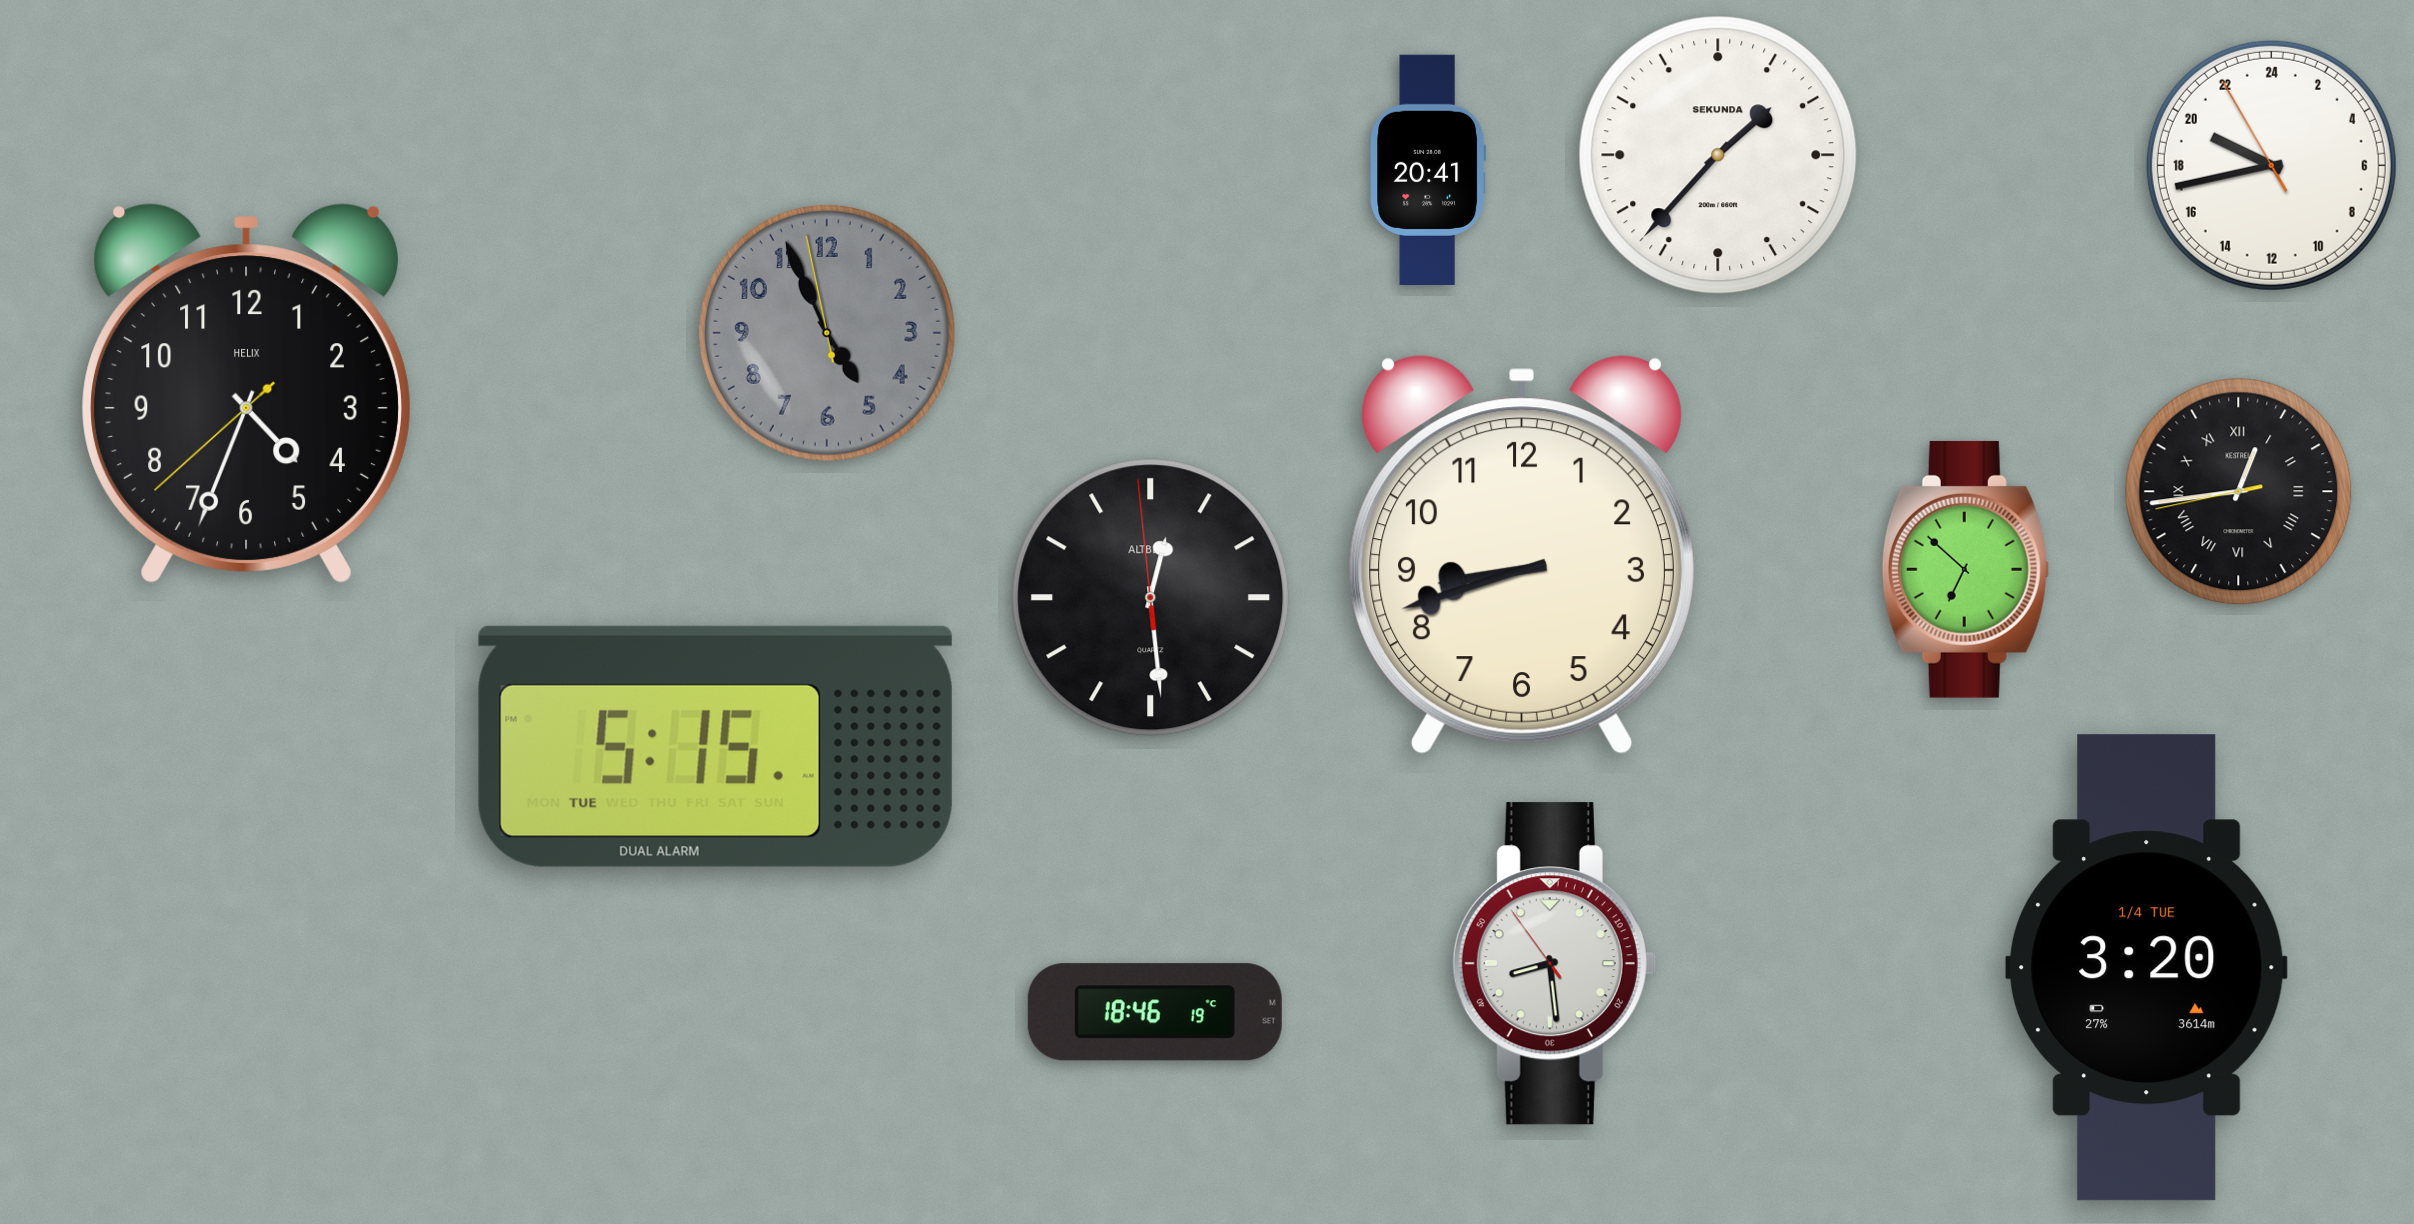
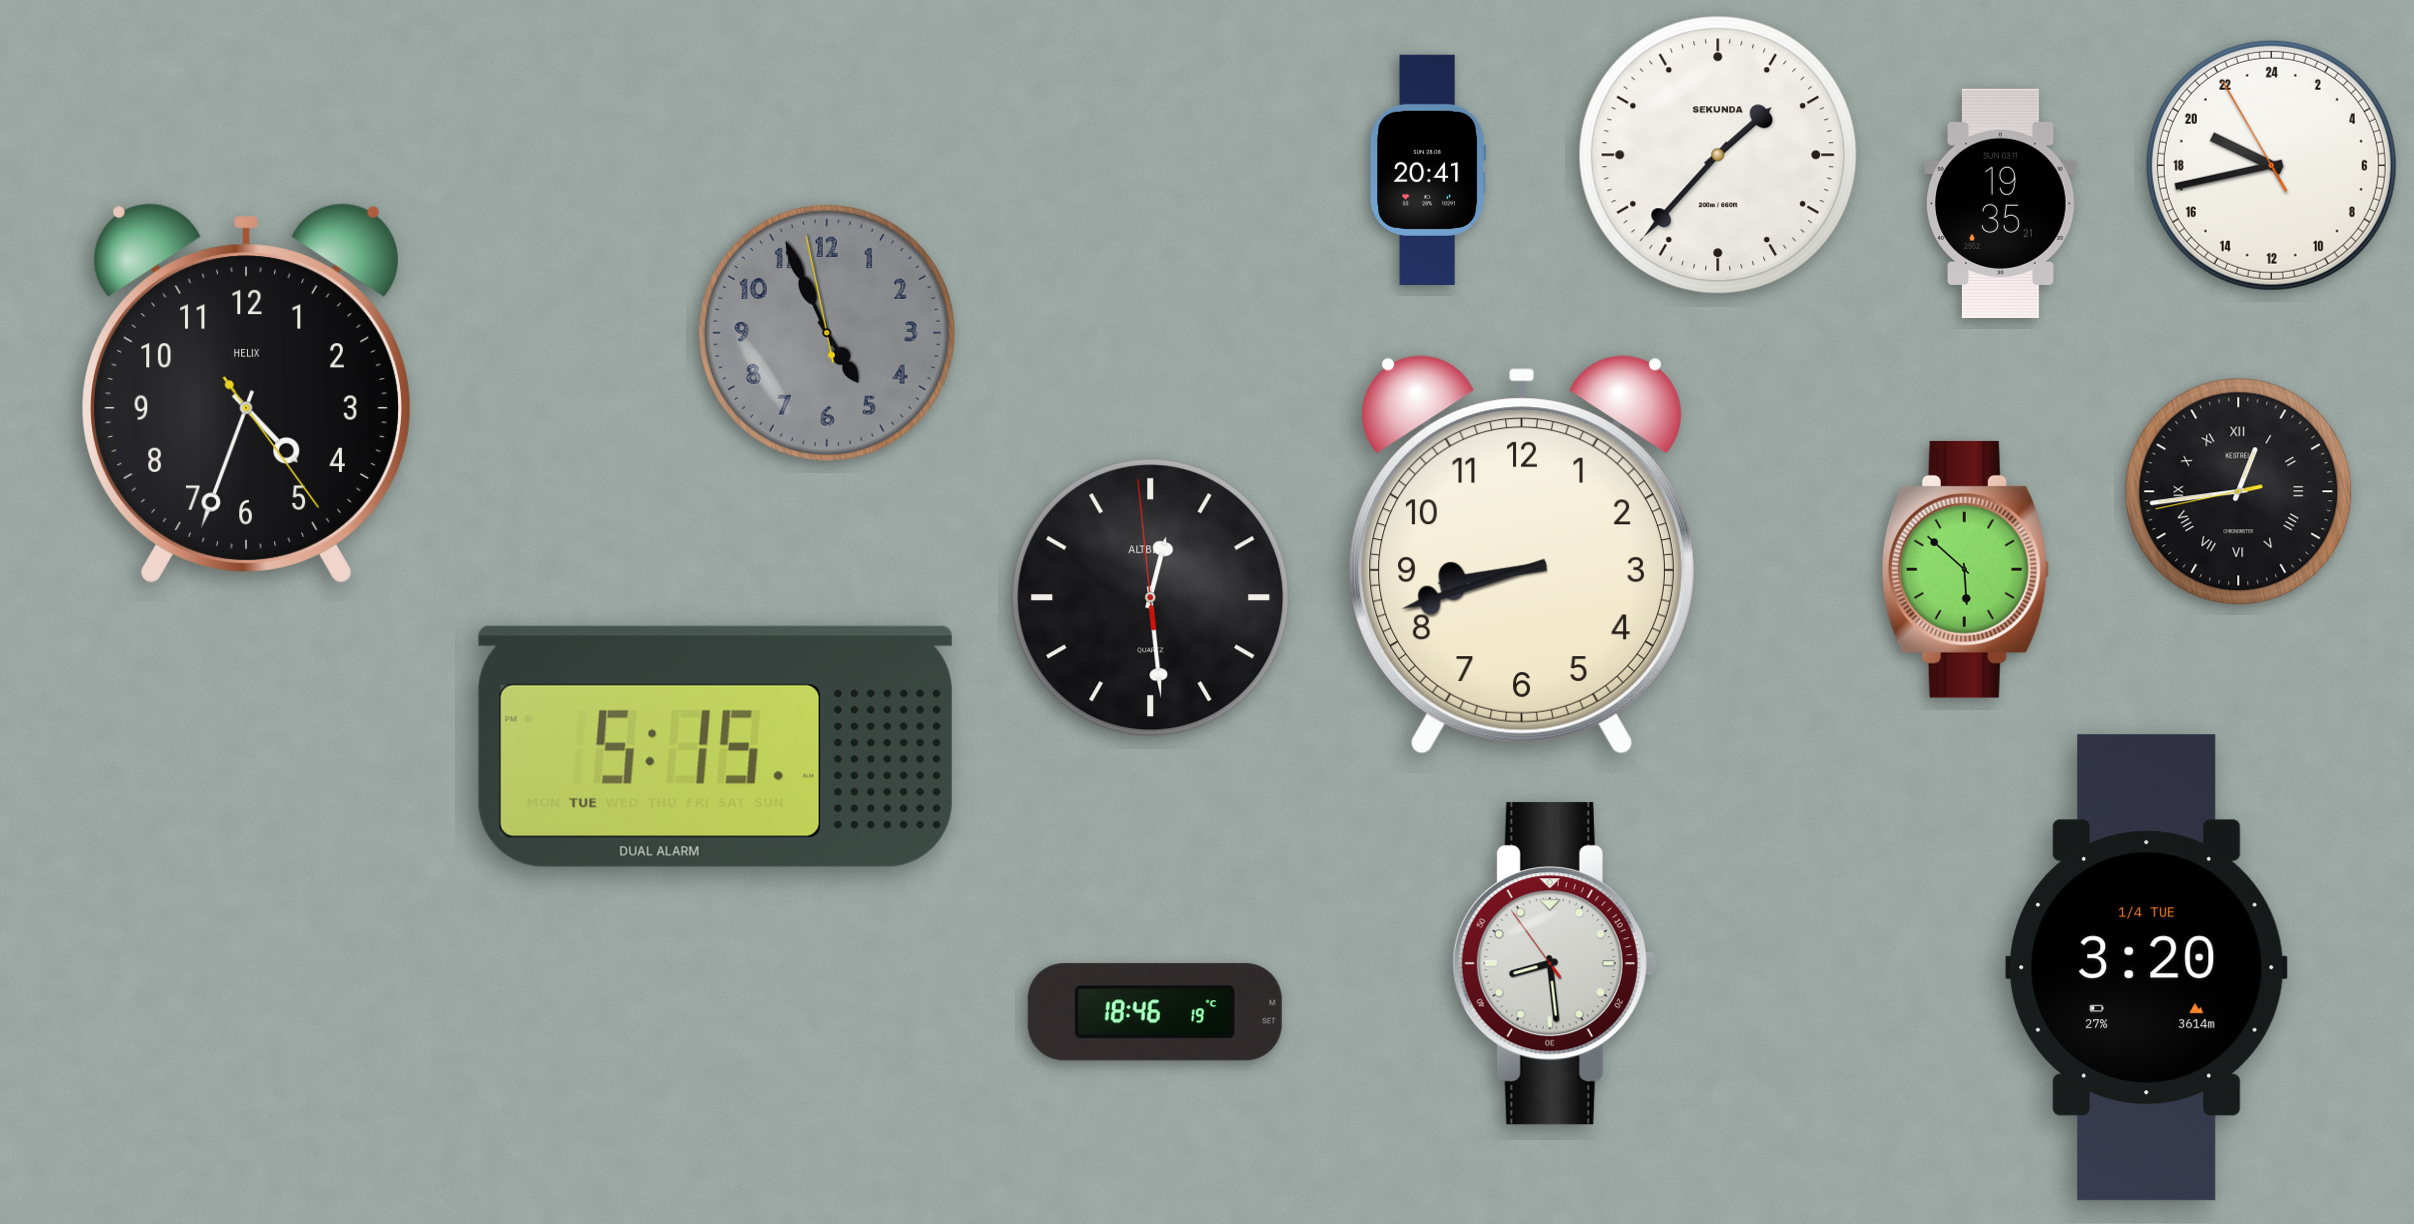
clock at (2001, 203): none -> 19:35
clock at (246, 393): 4:33:38 -> 4:33:24
clock at (1965, 569): 6:52 -> 5:52
